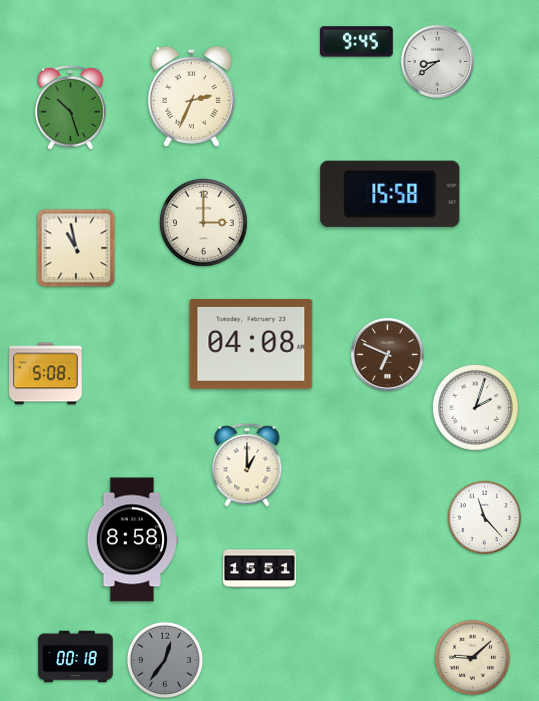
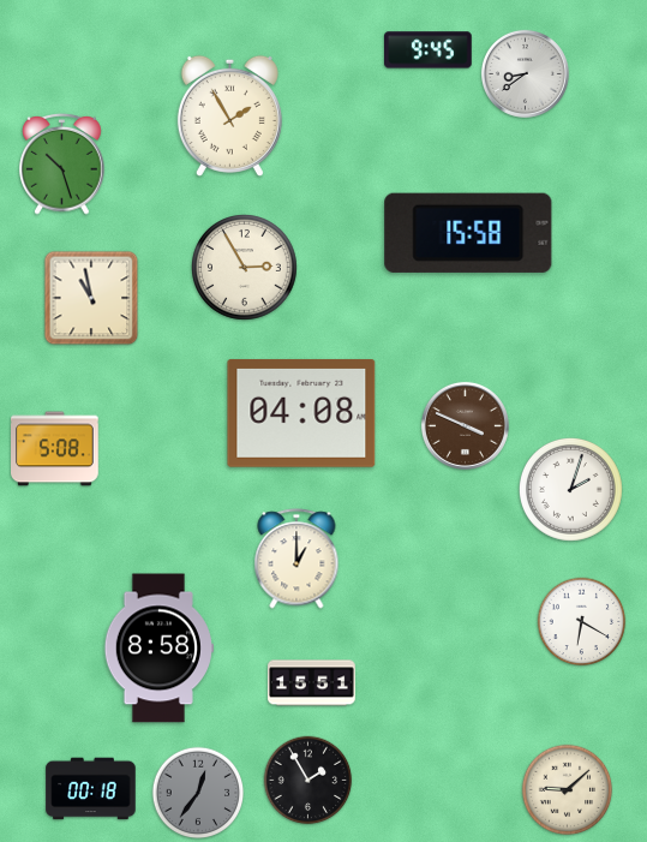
clock at (191, 96): 2:34 -> 1:55
clock at (71, 107) position: (71, 107) -> (62, 163)
clock at (204, 223): 3:00 -> 2:55
clock at (387, 354): 6:49 -> 3:49
clock at (485, 518): 11:23 -> 6:20
clock at (308, 781): none -> 1:55
